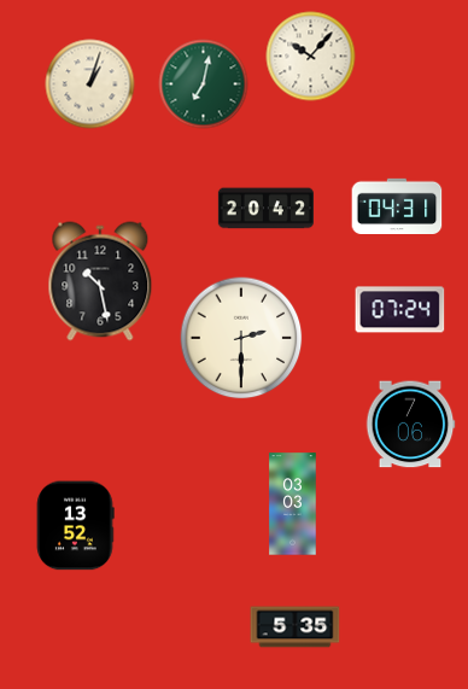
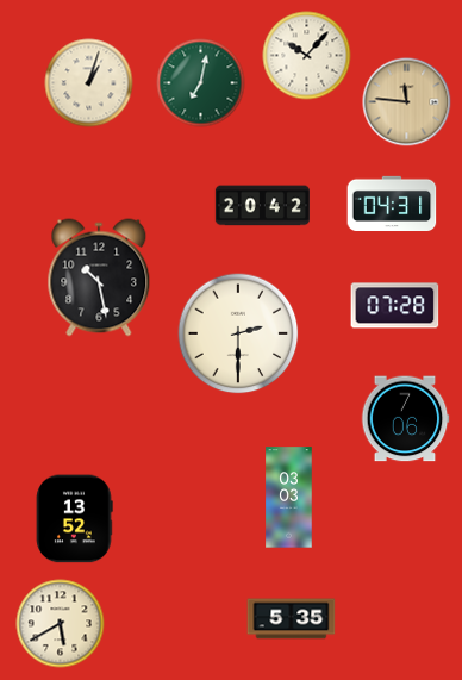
clock at (407, 102): none -> 11:46
clock at (400, 310): 07:24 -> 07:28
clock at (61, 624): none -> 5:40
